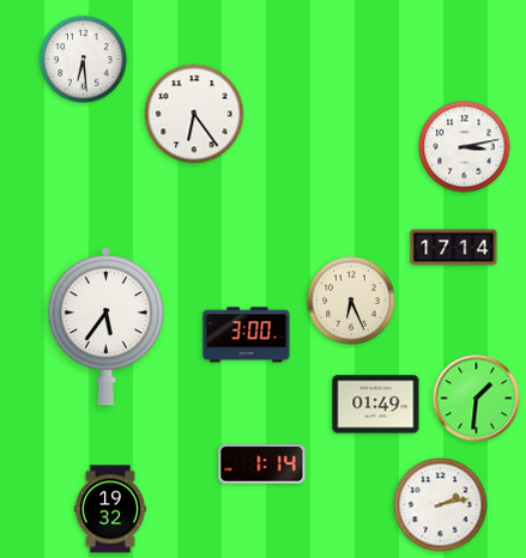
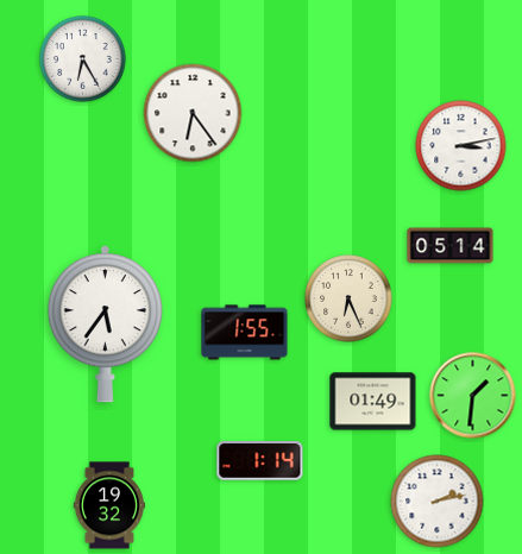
clock at (84, 60): 6:29 -> 6:25
clock at (454, 248): 17:14 -> 05:14
clock at (247, 335): 3:00 -> 1:55
